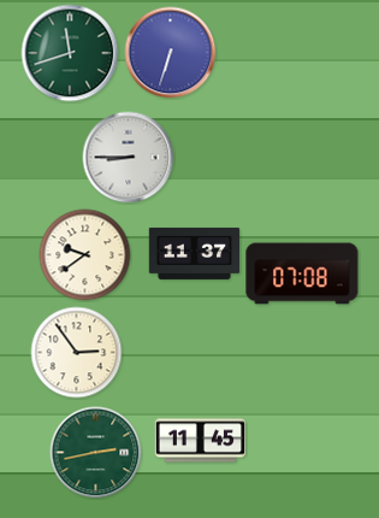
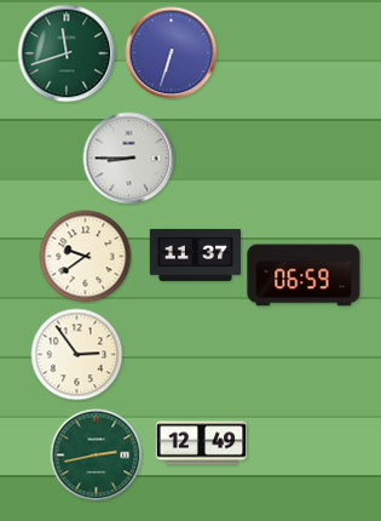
clock at (70, 53) position: (70, 53) -> (67, 53)
clock at (302, 273): 07:08 -> 06:59
clock at (201, 441): 11:45 -> 12:49
